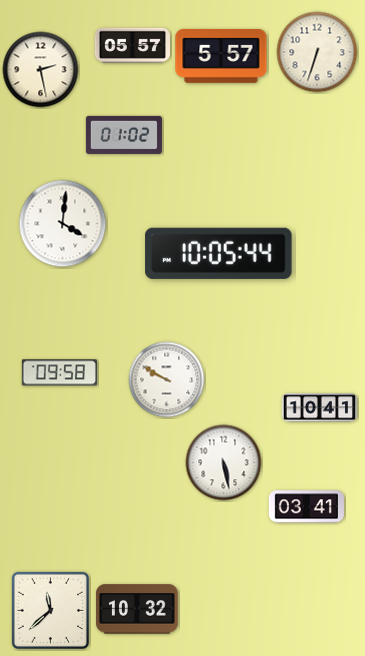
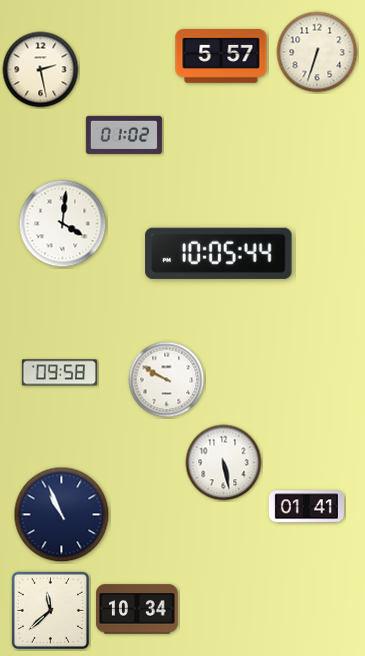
clock at (132, 45): 05:57 -> none
clock at (319, 408): 10:41 -> none
clock at (306, 507): 03:41 -> 01:41
clock at (62, 515): none -> 10:56
clock at (137, 609): 10:32 -> 10:34
